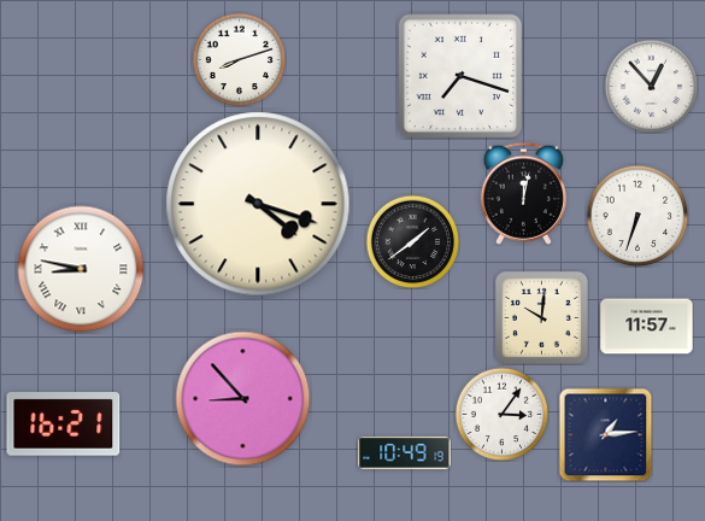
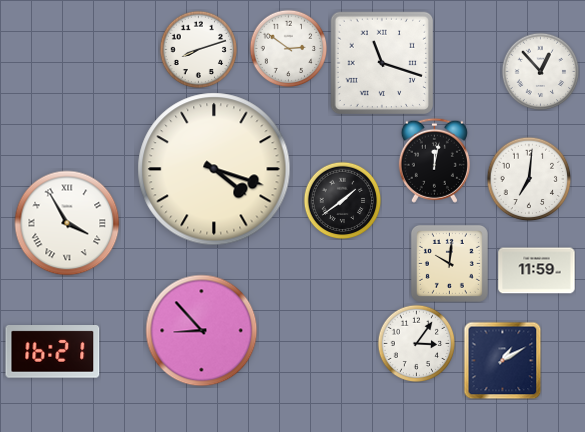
clock at (288, 48): none -> 2:51
clock at (459, 75): 7:18 -> 11:18
clock at (638, 216): 6:33 -> 7:01
clock at (81, 269): 8:47 -> 3:55
clock at (647, 327): 11:57 -> 11:59
clock at (605, 434): 1:14 -> 1:10
clock at (405, 453): 10:49 -> none
